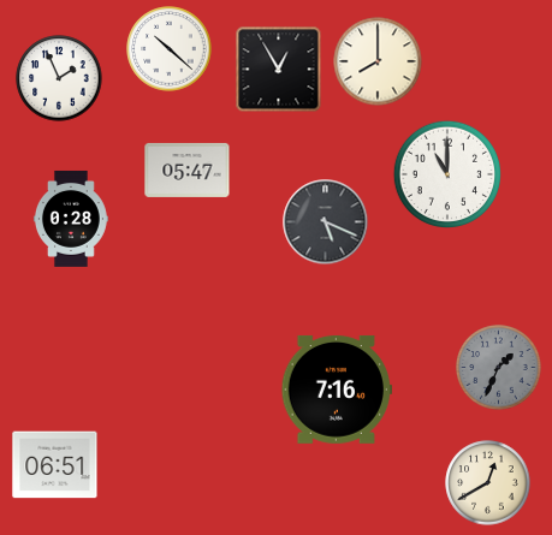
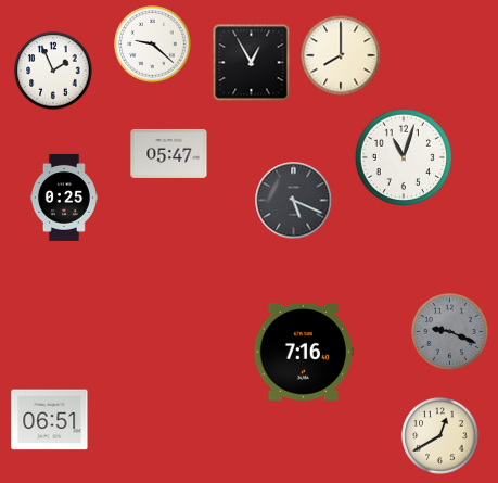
clock at (170, 49): 10:22 -> 9:22
clock at (446, 173): 11:00 -> 11:03
clock at (71, 219): 0:28 -> 0:25
clock at (499, 368): 1:34 -> 9:19
